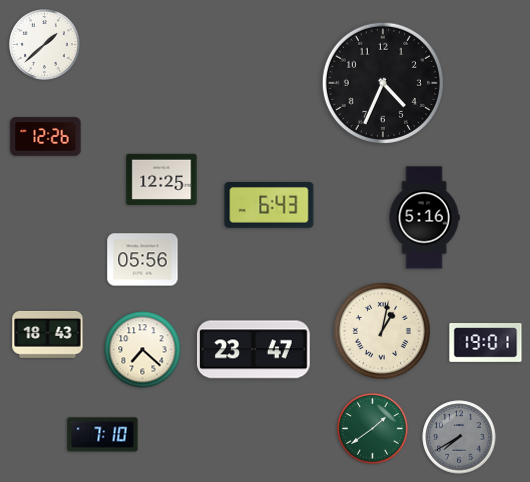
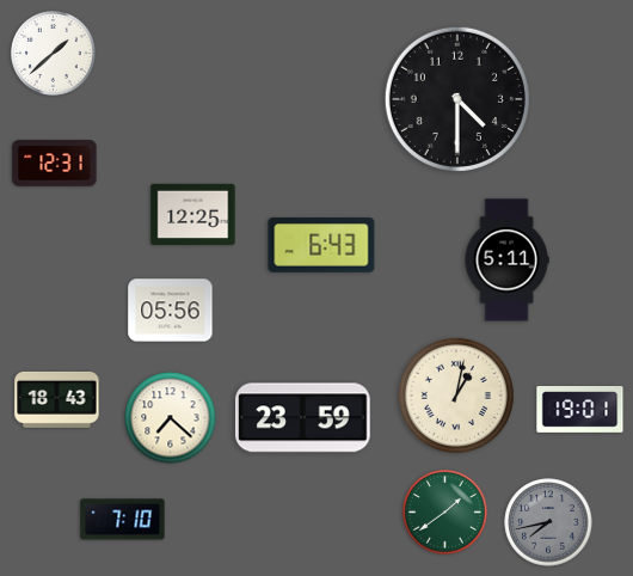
clock at (383, 83): 4:34 -> 4:30
clock at (46, 137): 12:26 -> 12:31
clock at (424, 218): 5:16 -> 5:11
clock at (254, 350): 23:47 -> 23:59
clock at (459, 437): 7:40 -> 7:43
